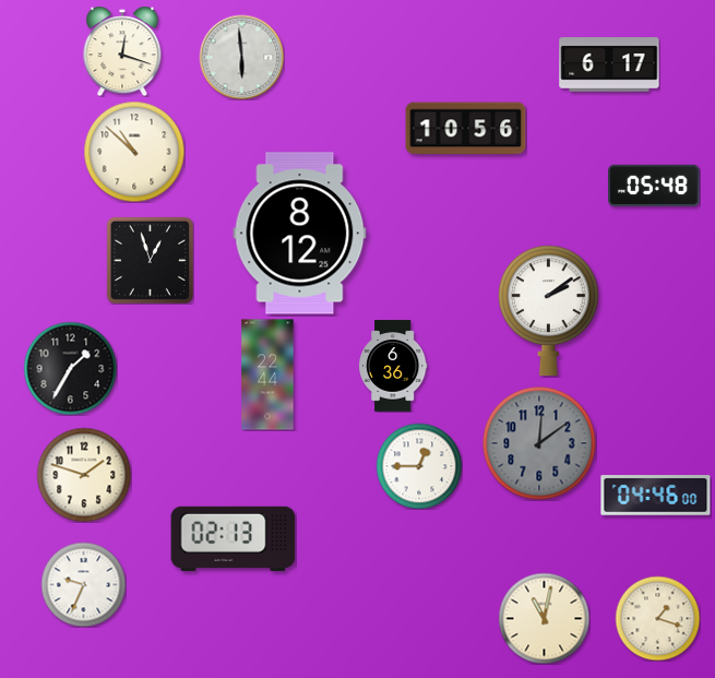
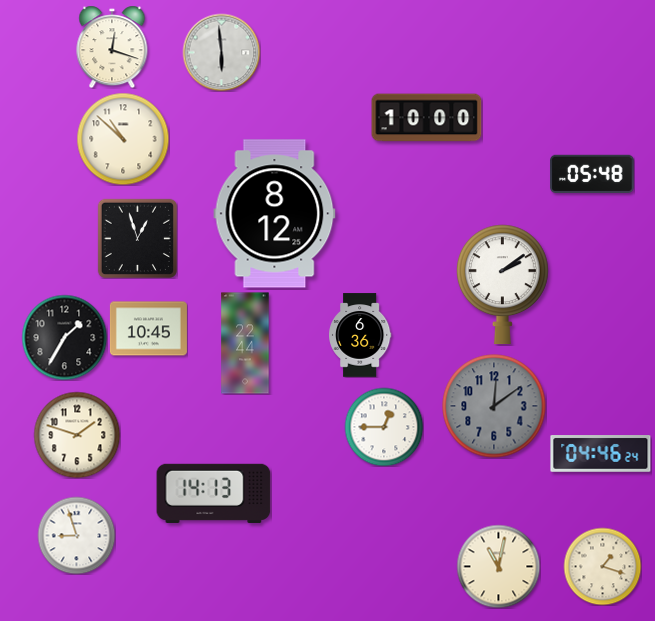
clock at (609, 64): 6:17 -> none
clock at (466, 129): 10:56 -> 10:00
clock at (654, 185) position: (654, 185) -> (592, 173)
clock at (148, 329): none -> 10:45
clock at (656, 496): 04:46:00 -> 04:46:24
clock at (234, 538): 02:13 -> 14:13
clock at (83, 584): 9:34 -> 8:57
